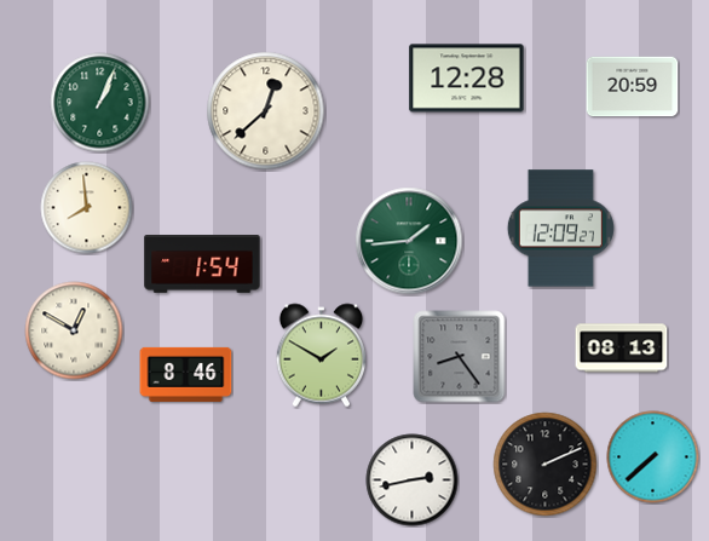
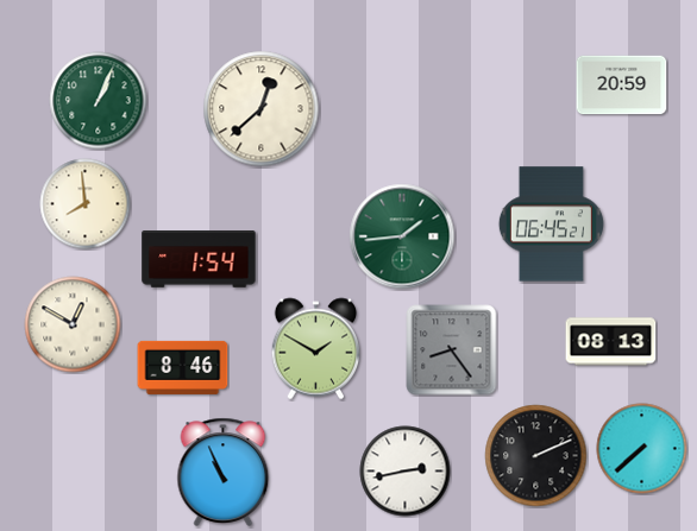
clock at (467, 79): 12:28 -> none
clock at (560, 229): 12:09 -> 06:45
clock at (224, 472): none -> 10:56
